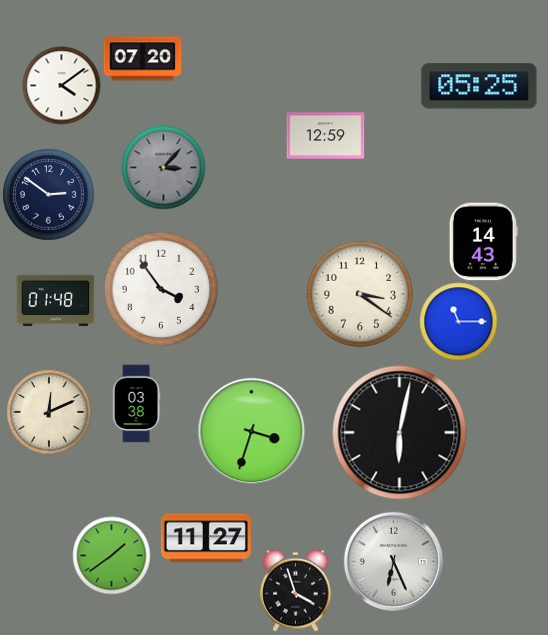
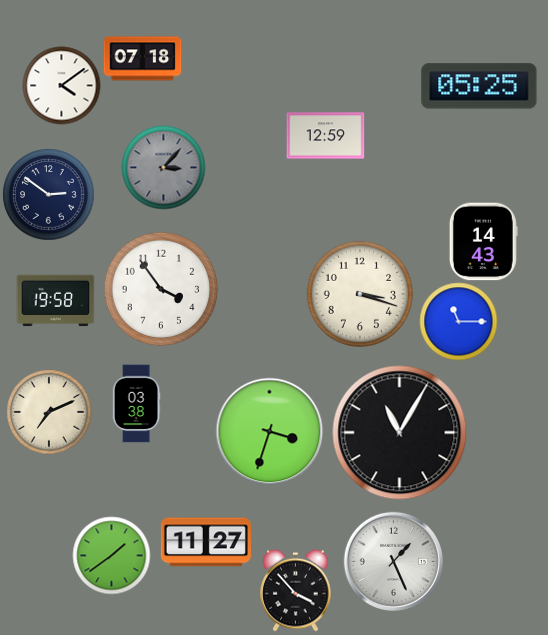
clock at (142, 59): 07:20 -> 07:18
clock at (360, 294): 3:21 -> 3:18
clock at (55, 301): 01:48 -> 19:58
clock at (49, 412): 12:11 -> 7:11
clock at (251, 431) position: (251, 431) -> (269, 431)
clock at (400, 433): 6:02 -> 11:05
clock at (206, 538) position: (206, 538) -> (206, 542)
clock at (393, 561): 6:26 -> 1:26
clock at (296, 590): 3:57 -> 3:53
